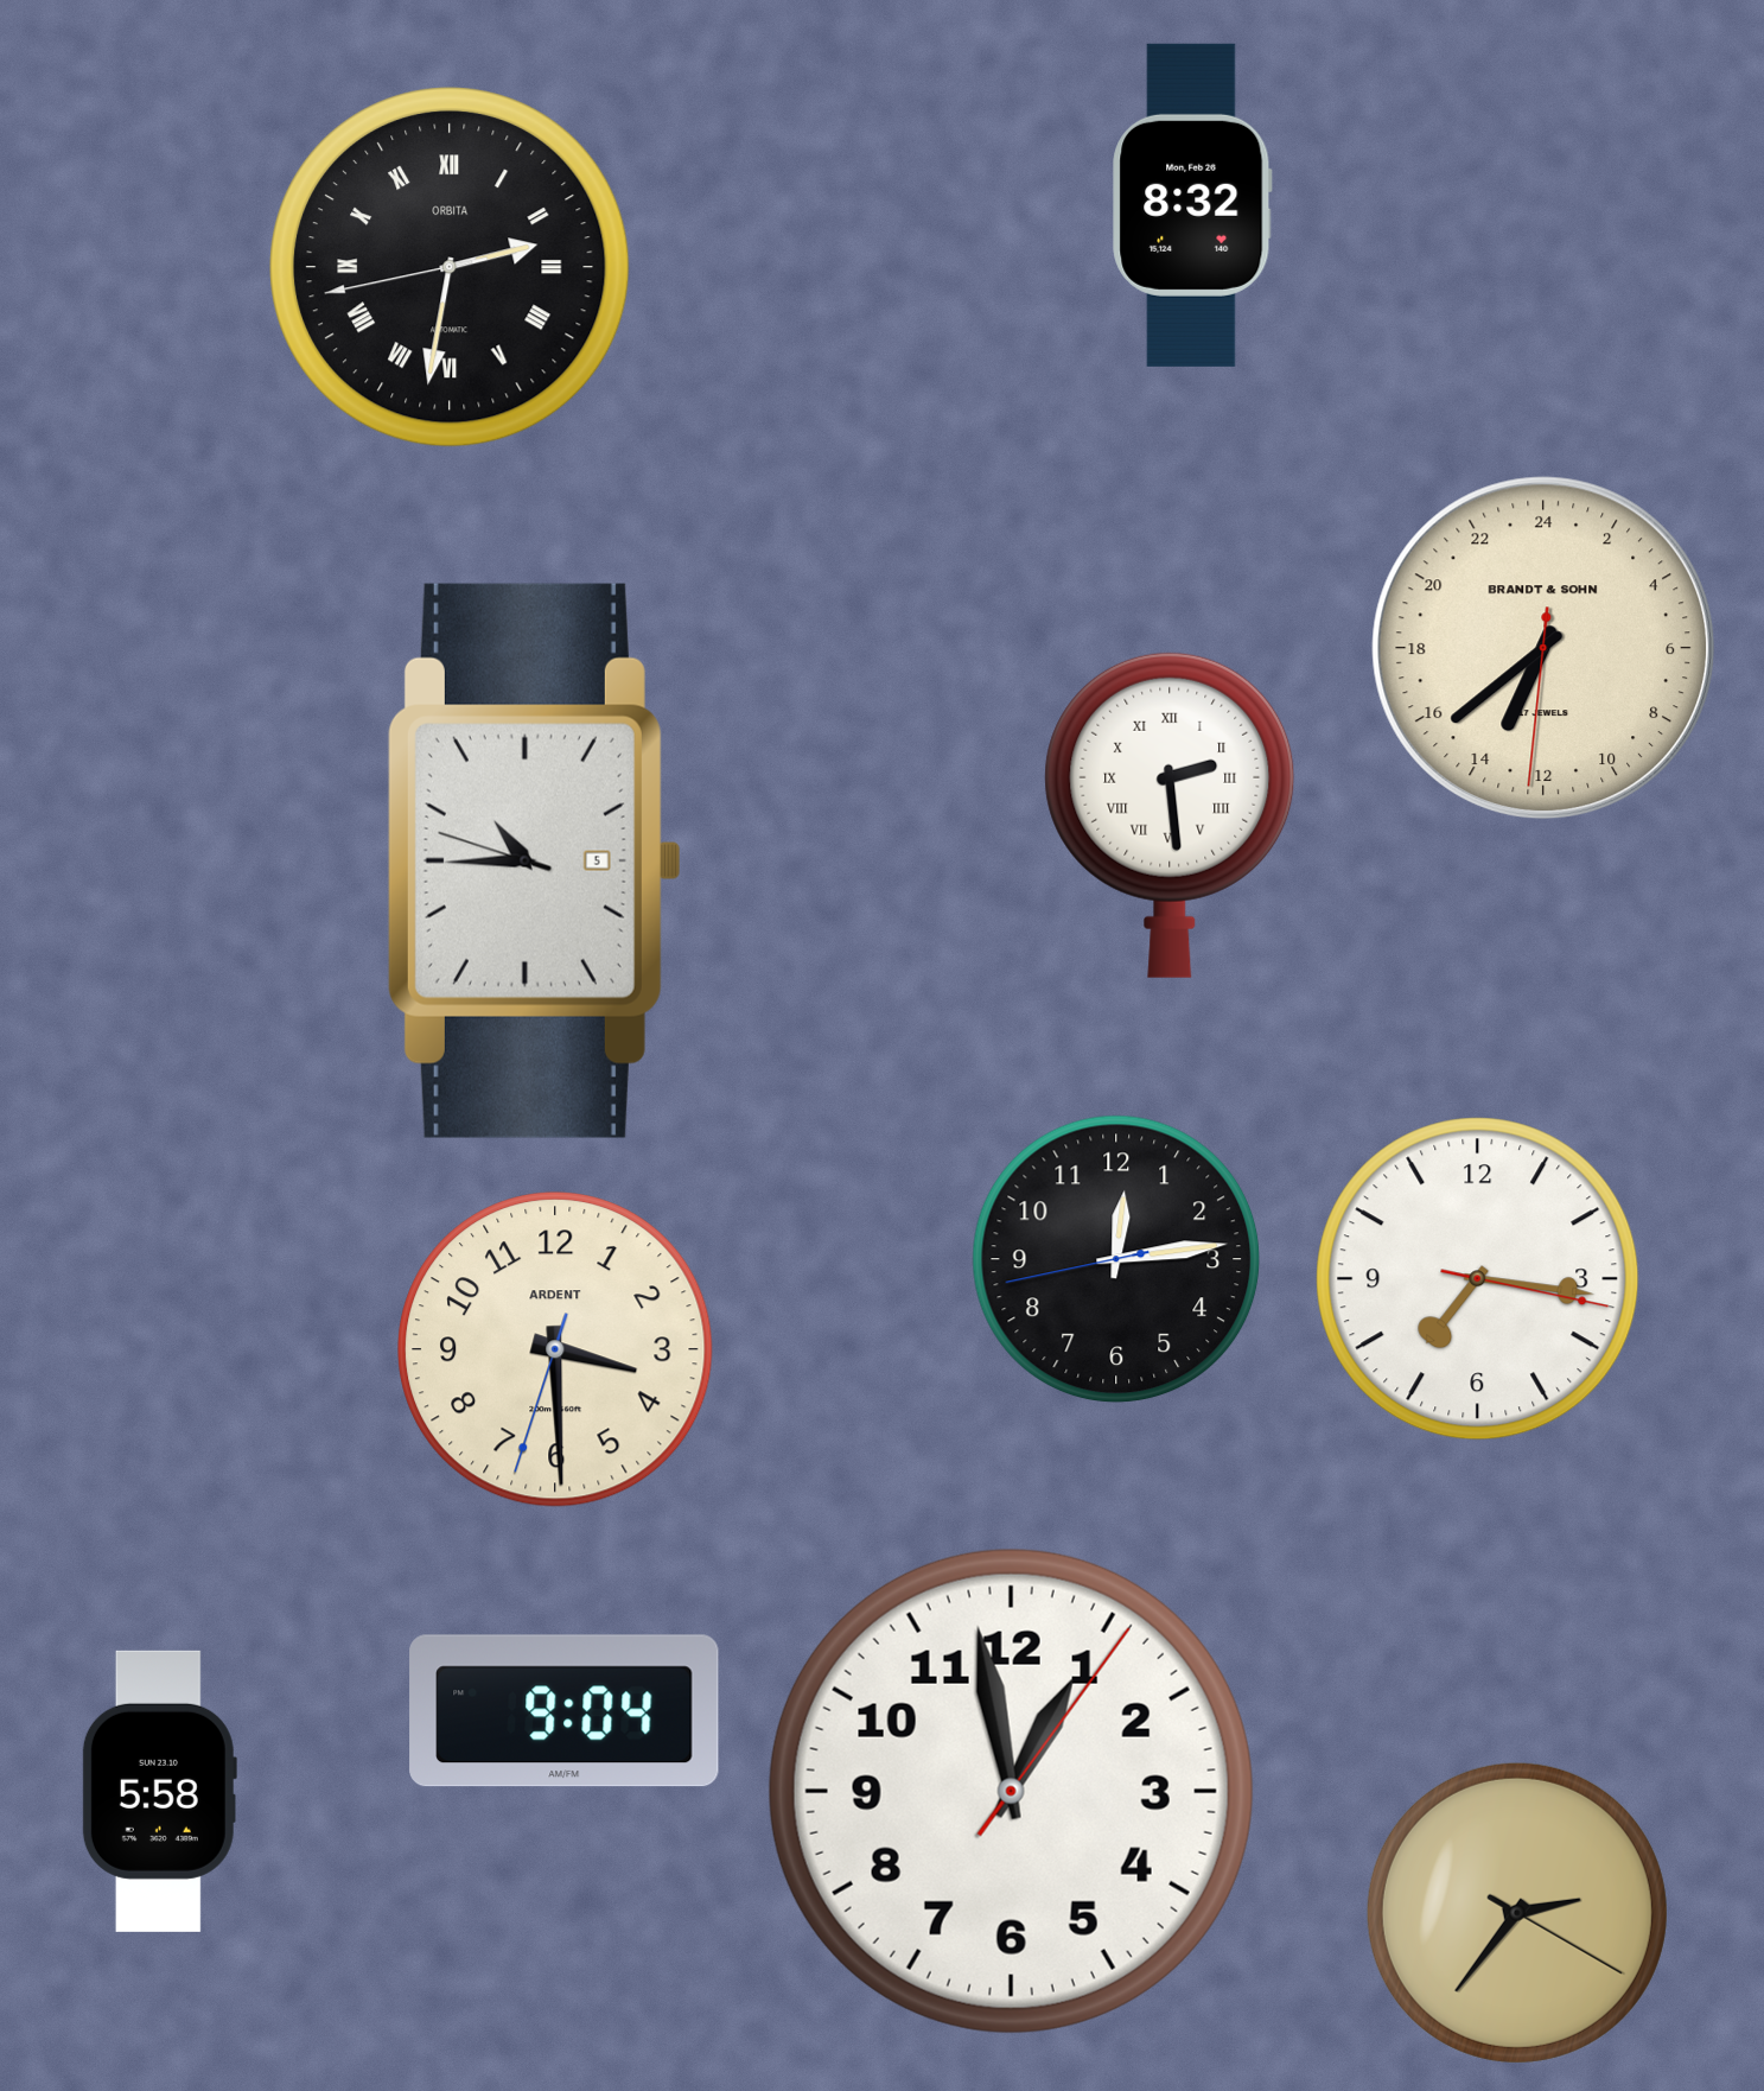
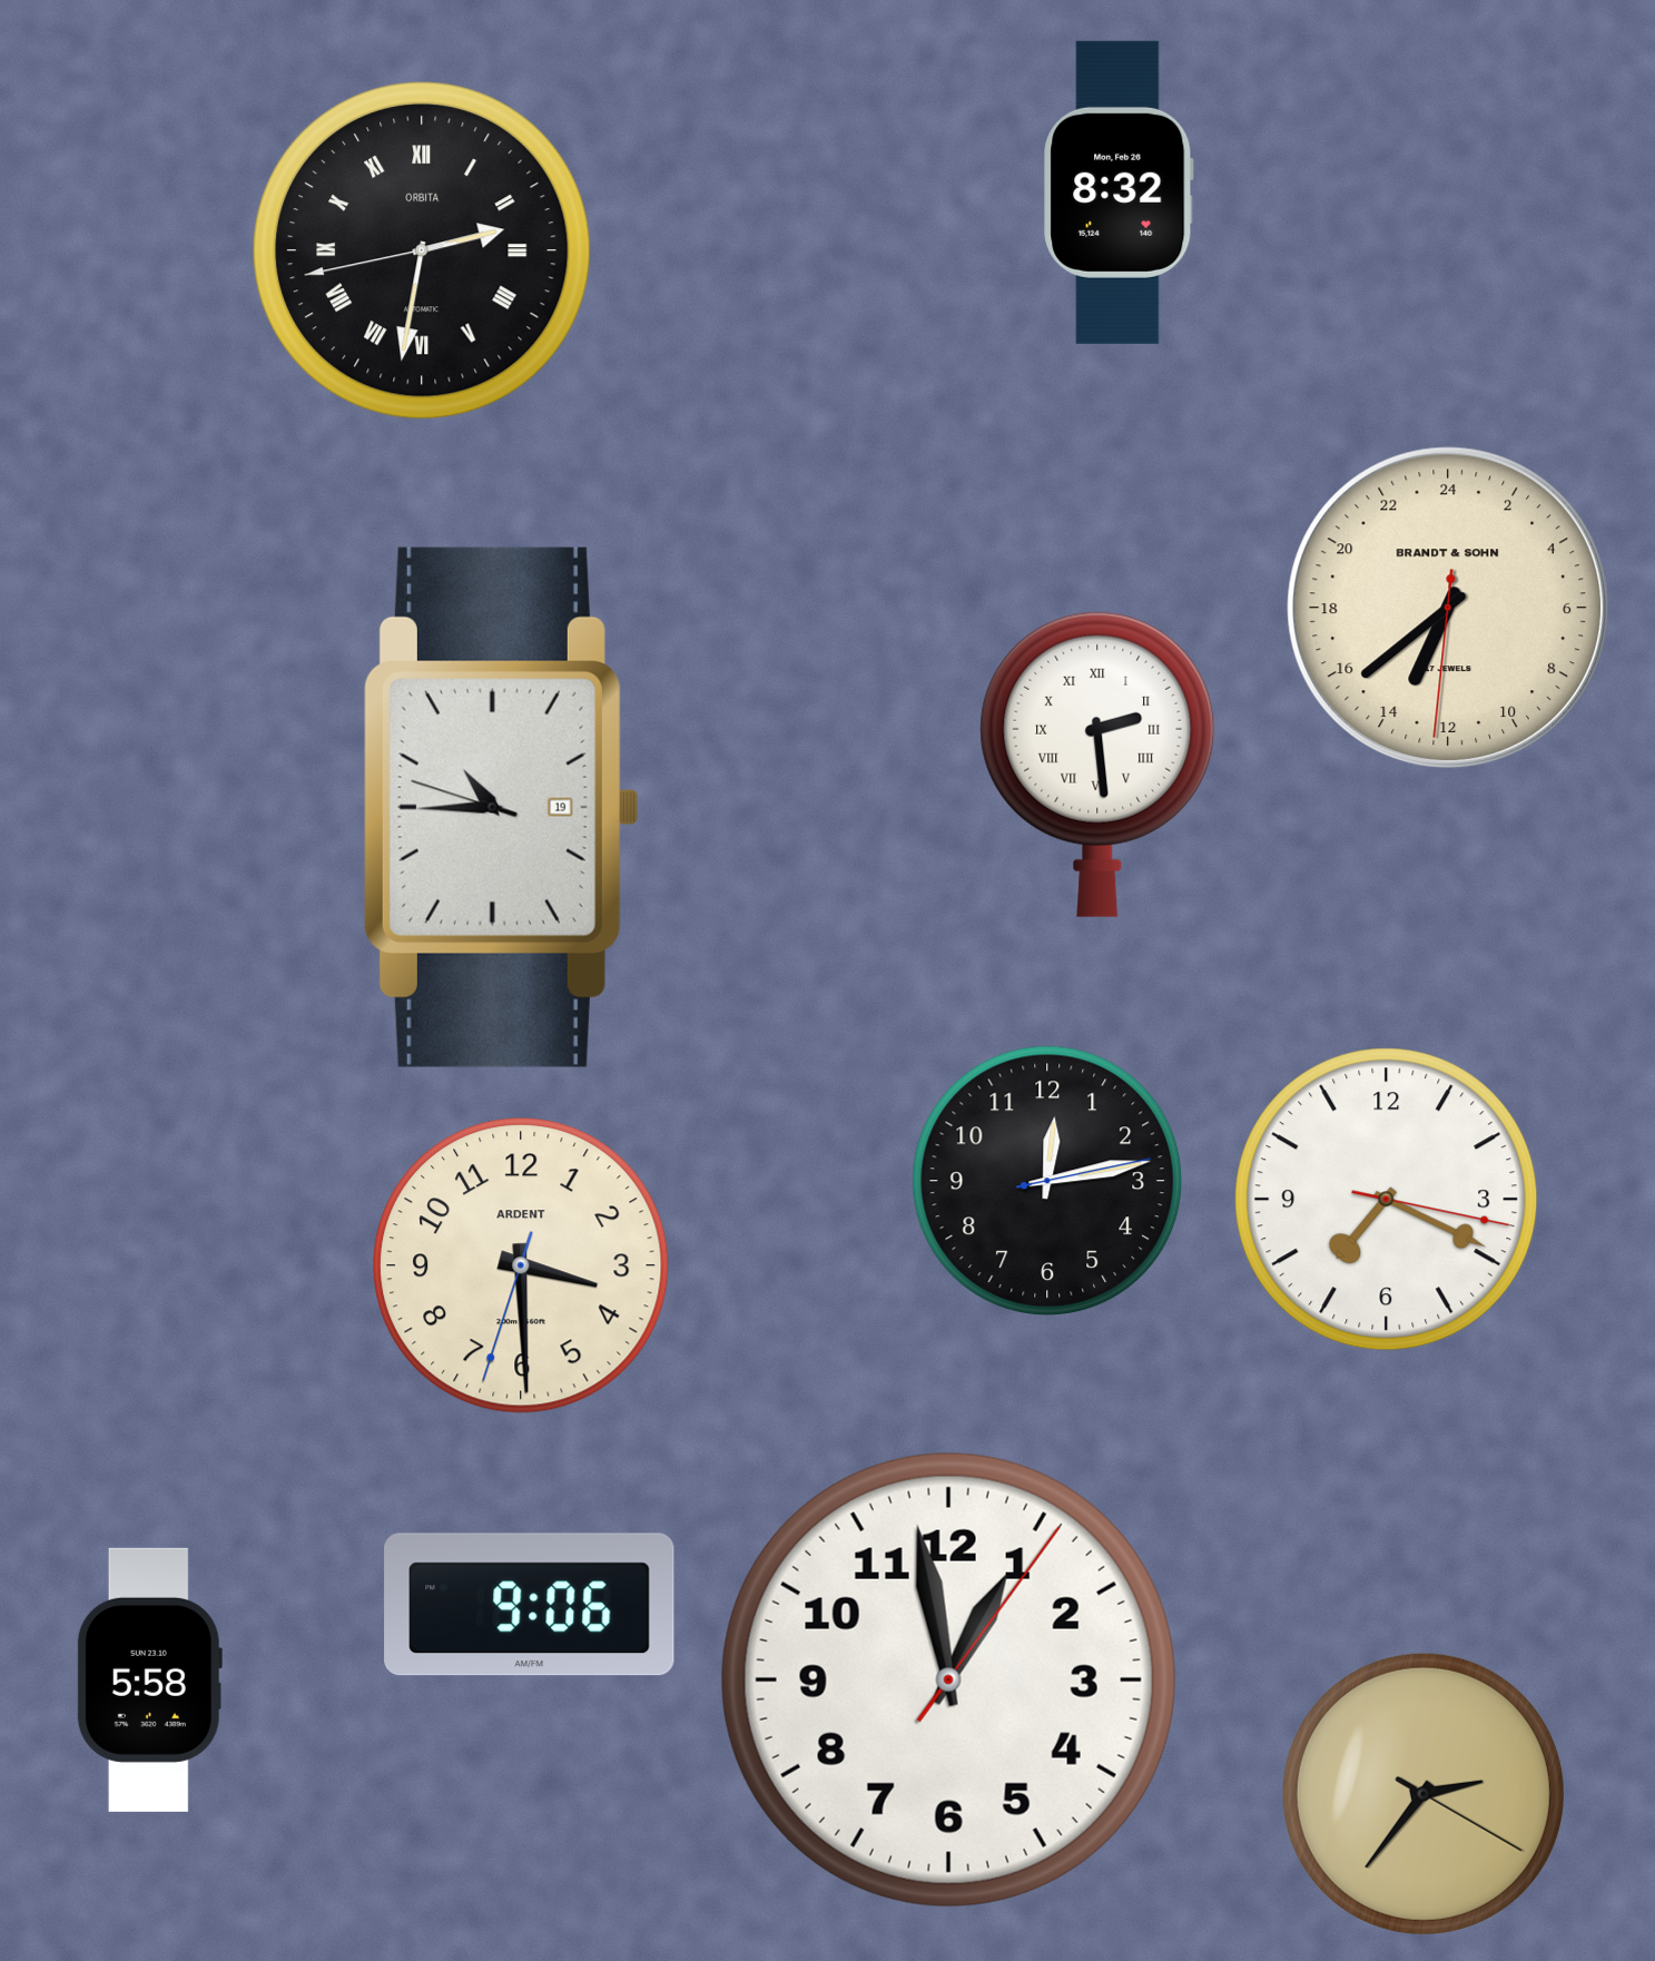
clock at (534, 860) date: 5 -> 19
clock at (1116, 1259): 12:13:43 -> 12:13:13
clock at (1478, 1279): 7:16 -> 7:19
clock at (565, 1711): 9:04 -> 9:06
